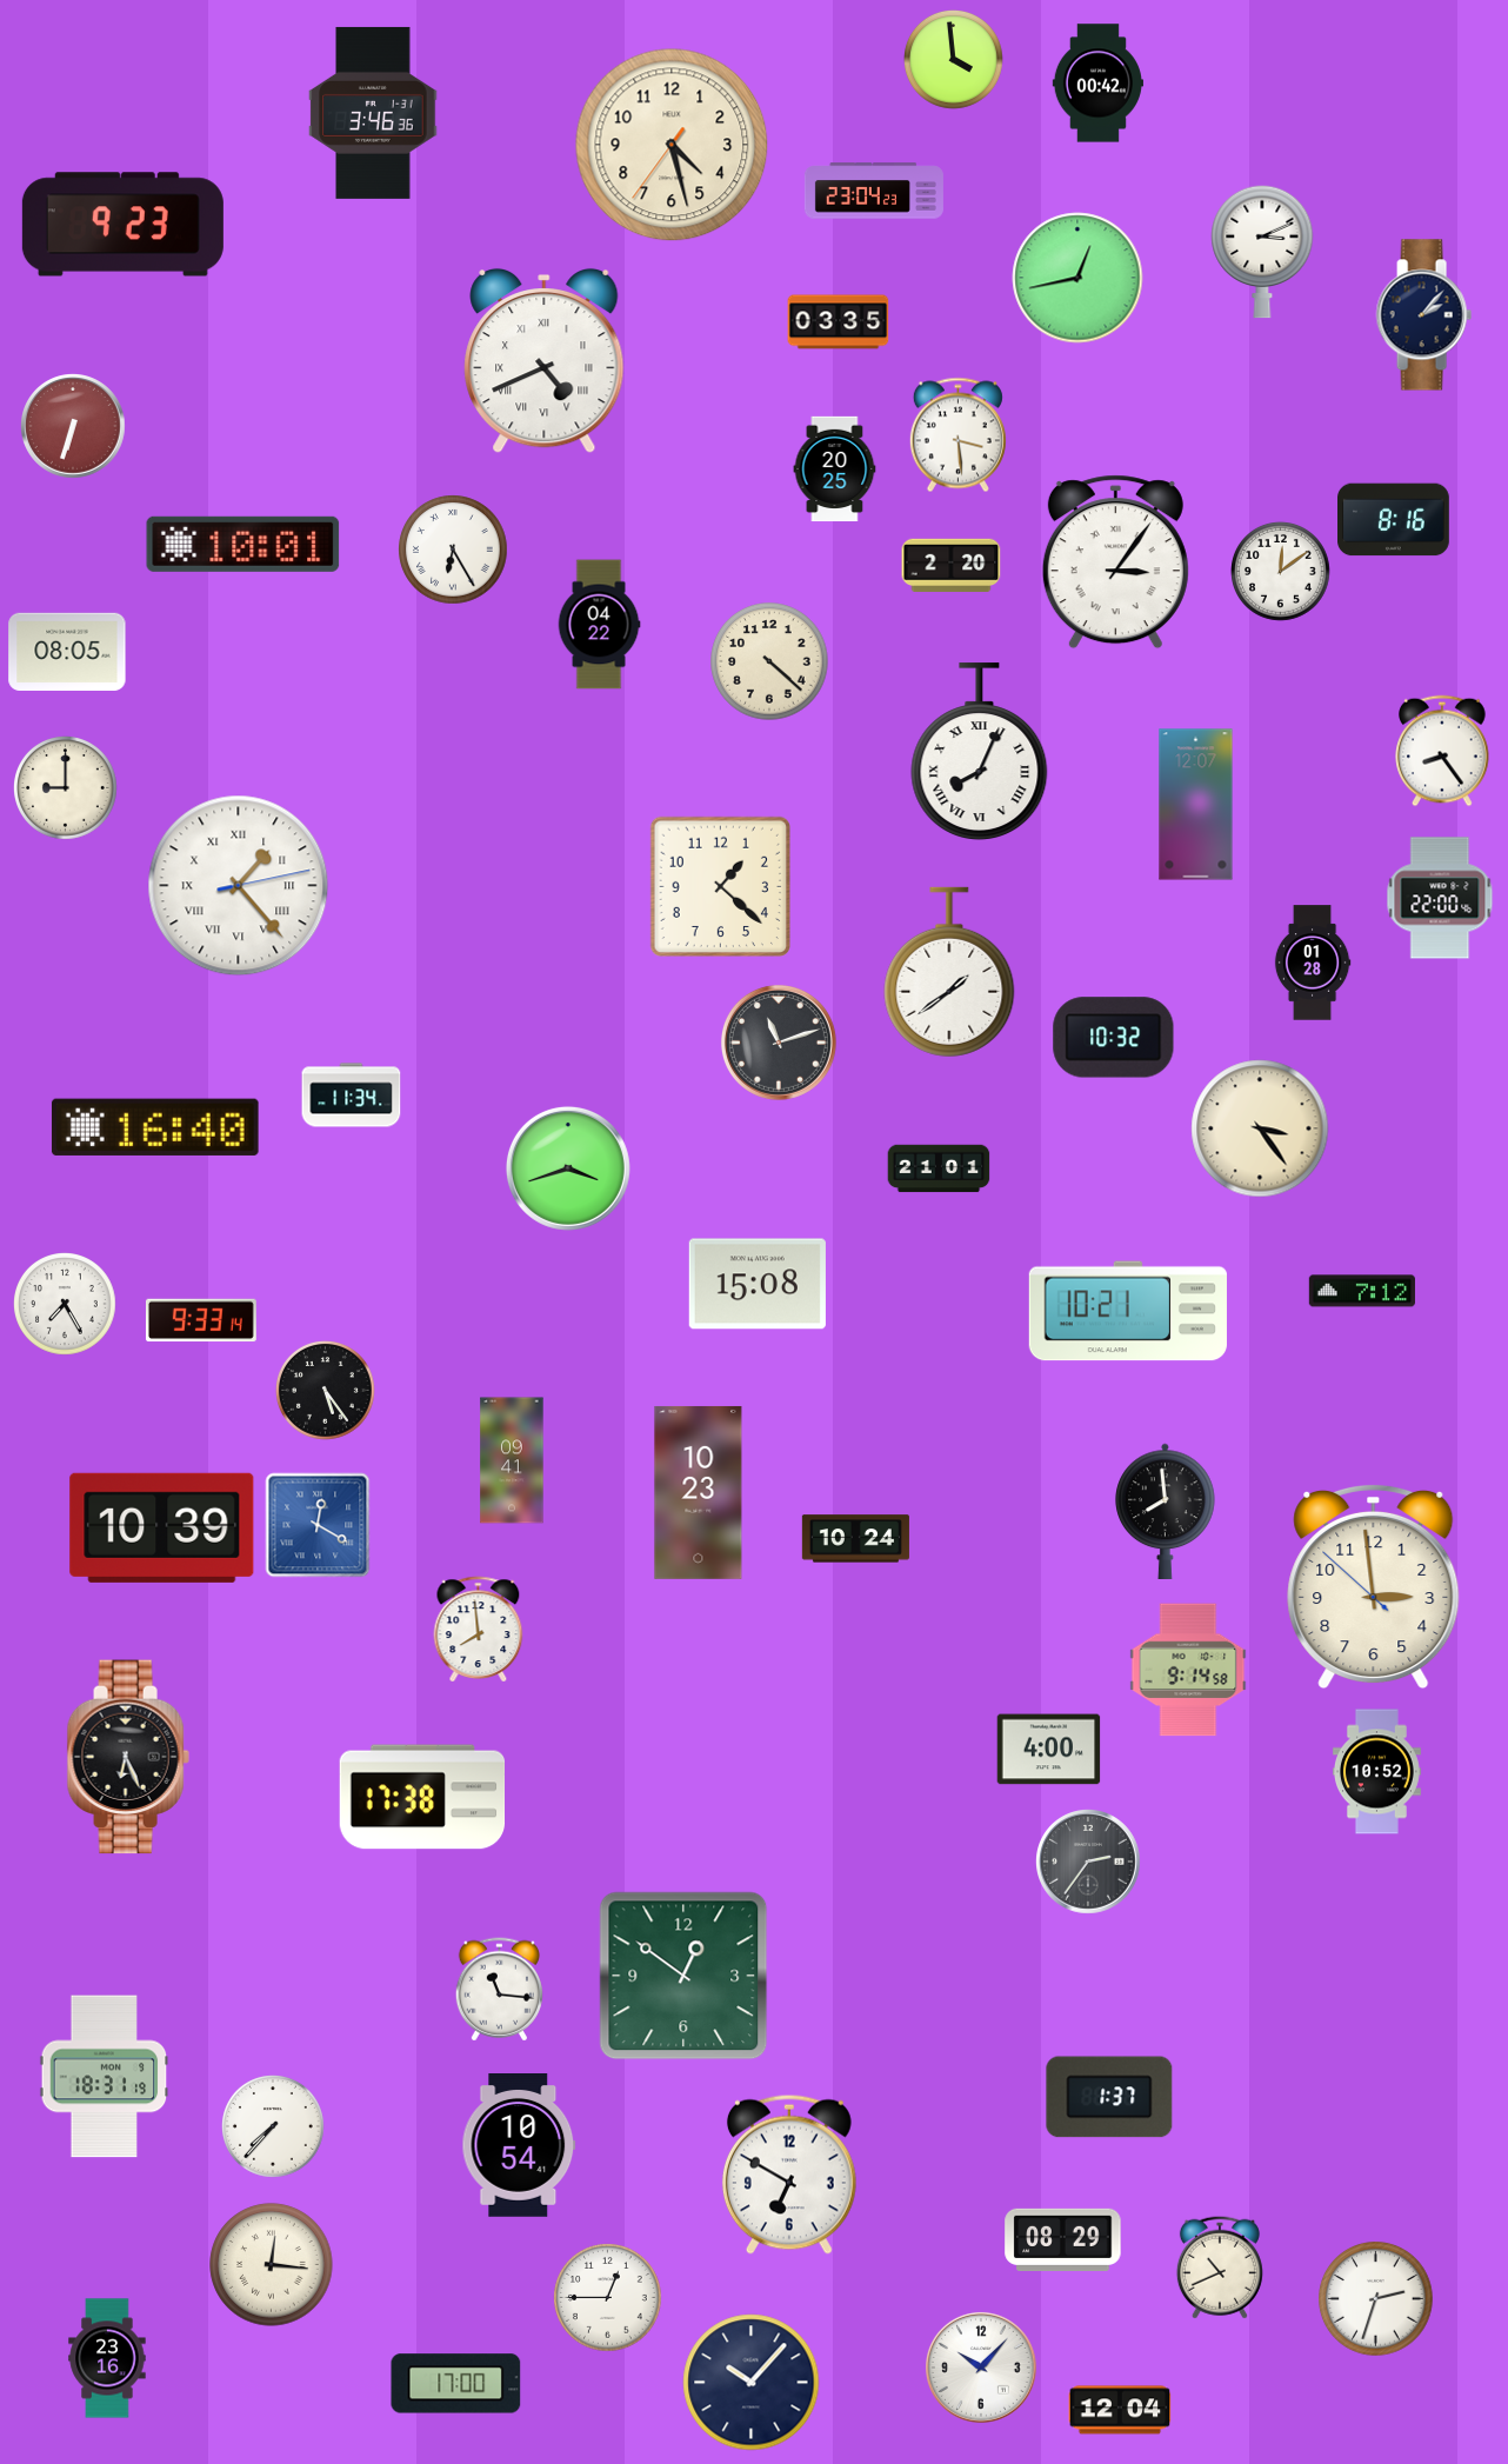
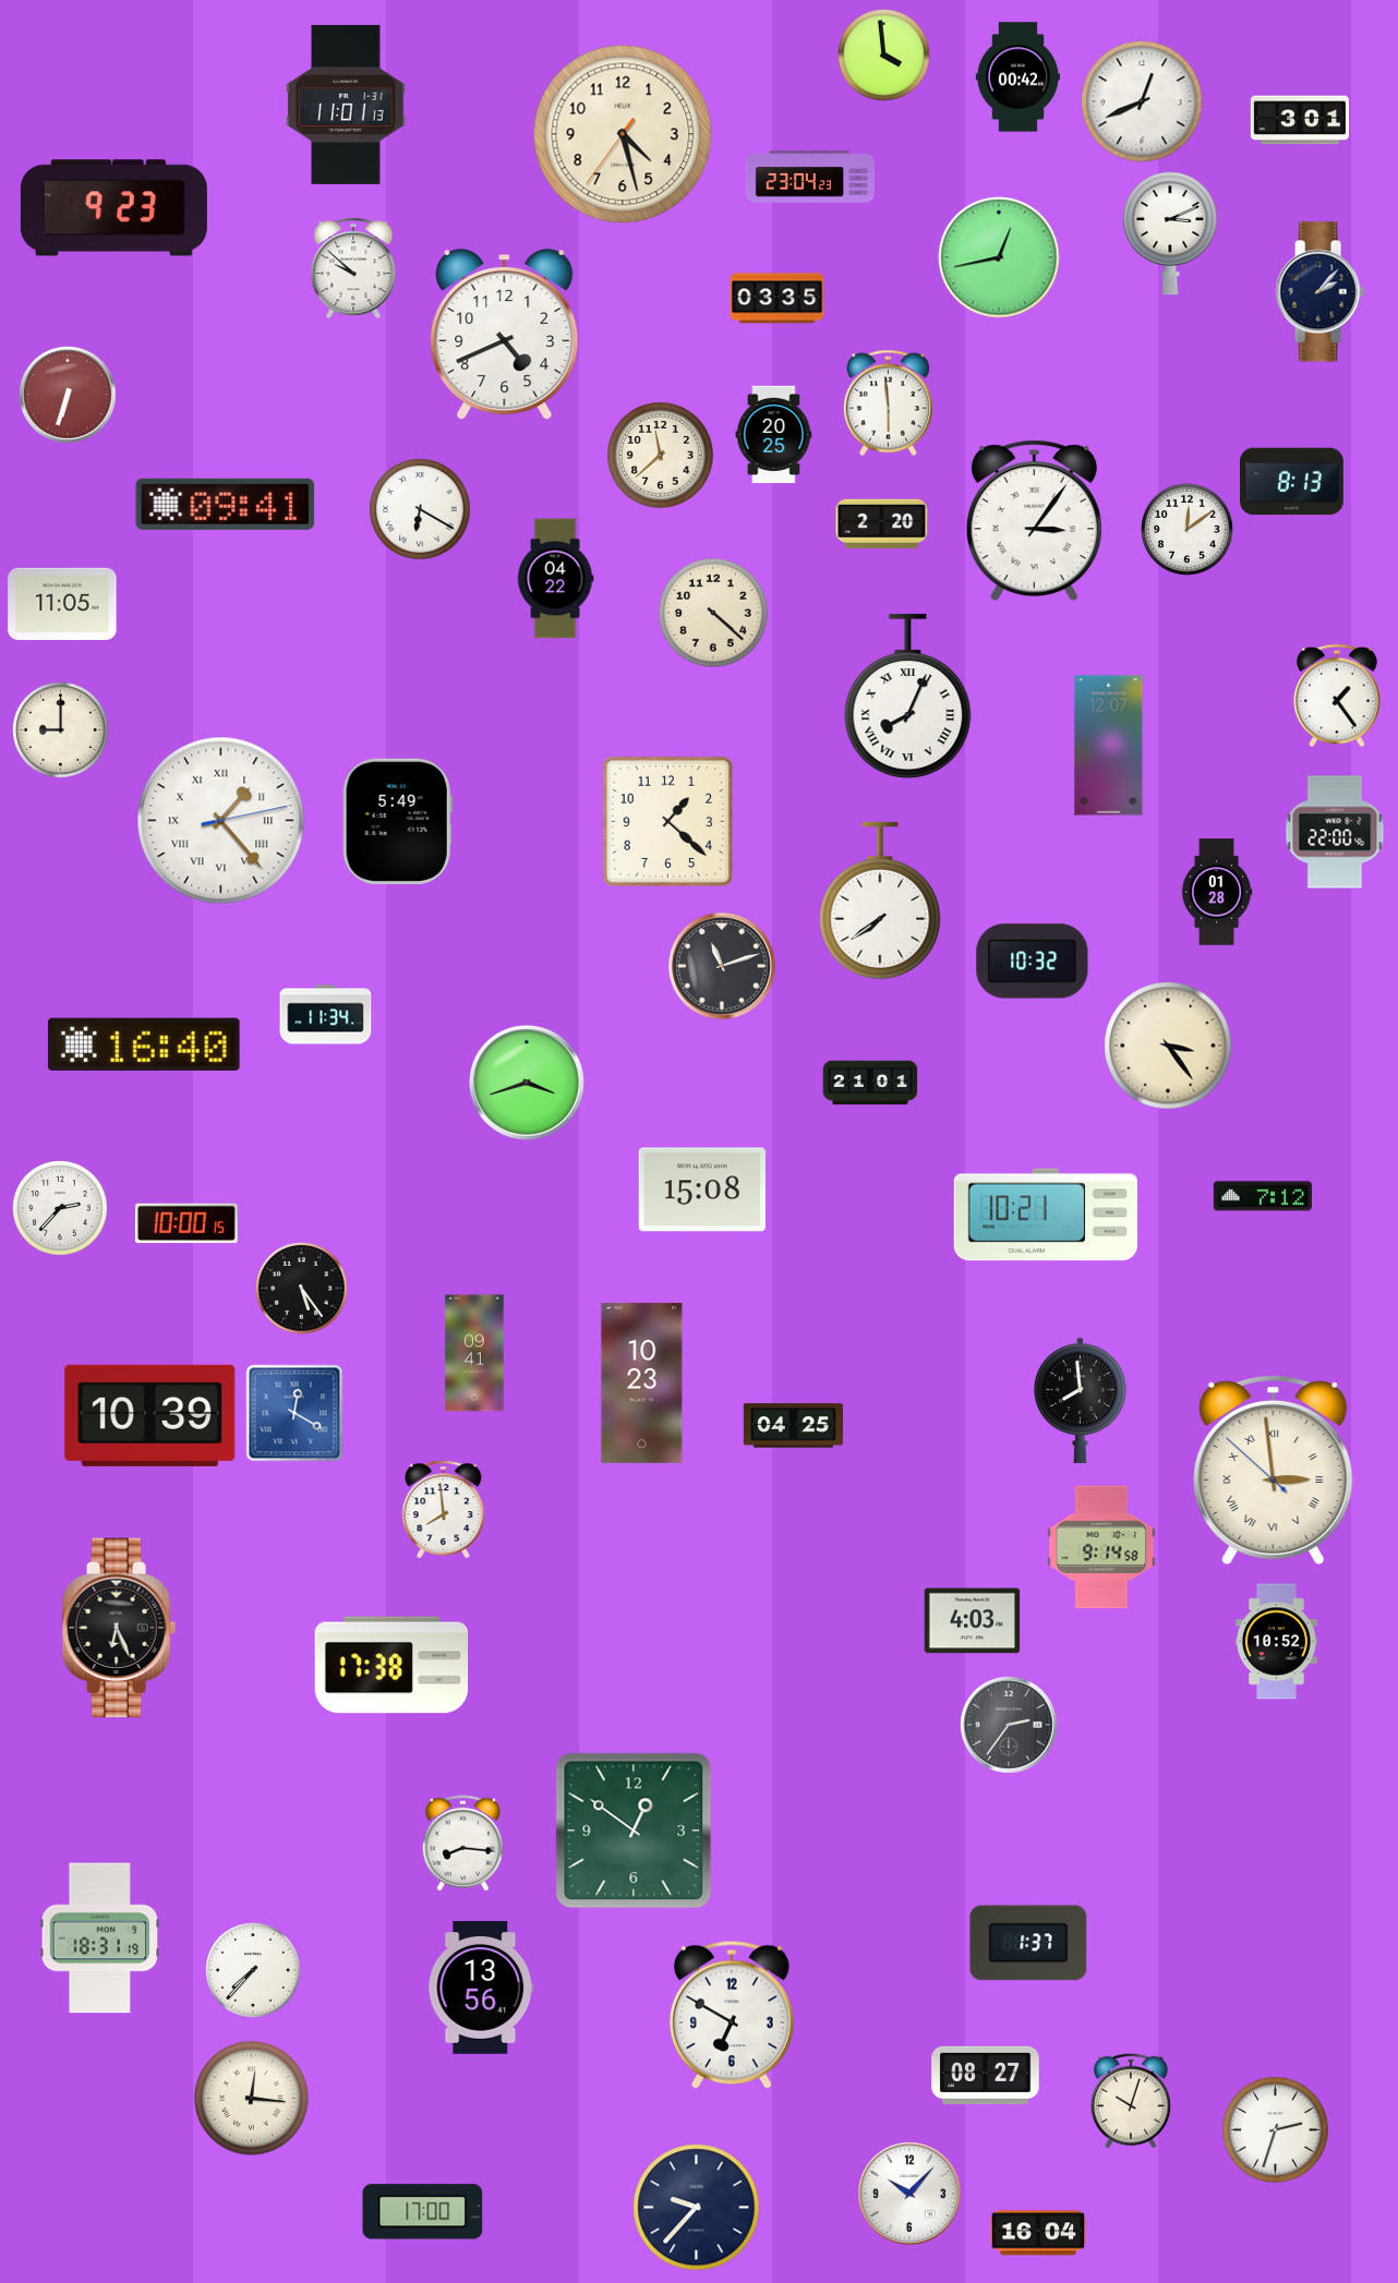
clock at (1142, 101): none -> 12:41
clock at (373, 113): 3:46 -> 11:01
clock at (1299, 120): none -> 3:01
clock at (353, 268): none -> 9:52
clock at (545, 361) numerals: Roman -> Arabic
clock at (957, 435): 3:29 -> 5:59
clock at (661, 456): none -> 11:38
clock at (1394, 520): 8:16 -> 8:13
clock at (243, 544): 10:01 -> 09:41
clock at (453, 550): 6:25 -> 6:20
clock at (67, 652): 08:05 -> 11:05
clock at (1442, 751): 8:24 -> 1:24
clock at (397, 821): none -> 5:49
clock at (949, 972): 1:39 -> 7:39
clock at (66, 1305): 7:25 -> 2:37
clock at (201, 1320): 9:33 -> 10:00
clock at (699, 1492) position: (699, 1492) -> (642, 1382)
clock at (855, 1539): 10:24 -> 04:25
clock at (1374, 1586) numerals: Arabic -> Roman
clock at (1049, 1750): 4:00 -> 4:03
clock at (499, 1990): 11:16 -> 8:16
clock at (105, 2077) position: (105, 2077) -> (100, 1938)
clock at (519, 2146): 10:54 -> 13:56
clock at (1063, 2239): 08:29 -> 08:27
clock at (1220, 2267): 10:41 -> 10:03
clock at (608, 2298): 12:45 -> none
clock at (107, 2358): 23:16 -> none
clock at (752, 2383): 10:07 -> 9:37
clock at (456, 2384) position: (456, 2384) -> (423, 2212)
clock at (1120, 2410): 12:04 -> 16:04
